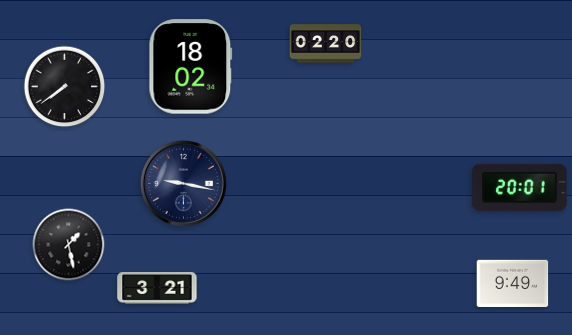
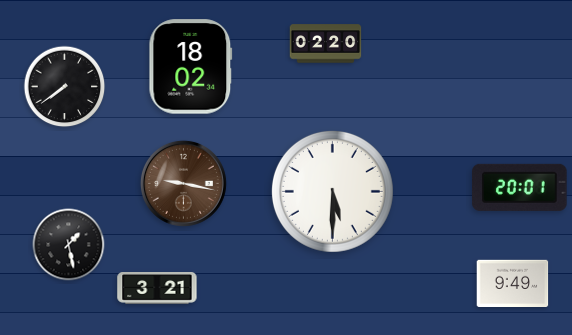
clock at (183, 183) dial: navy -> brown
clock at (332, 191): none -> 5:30
